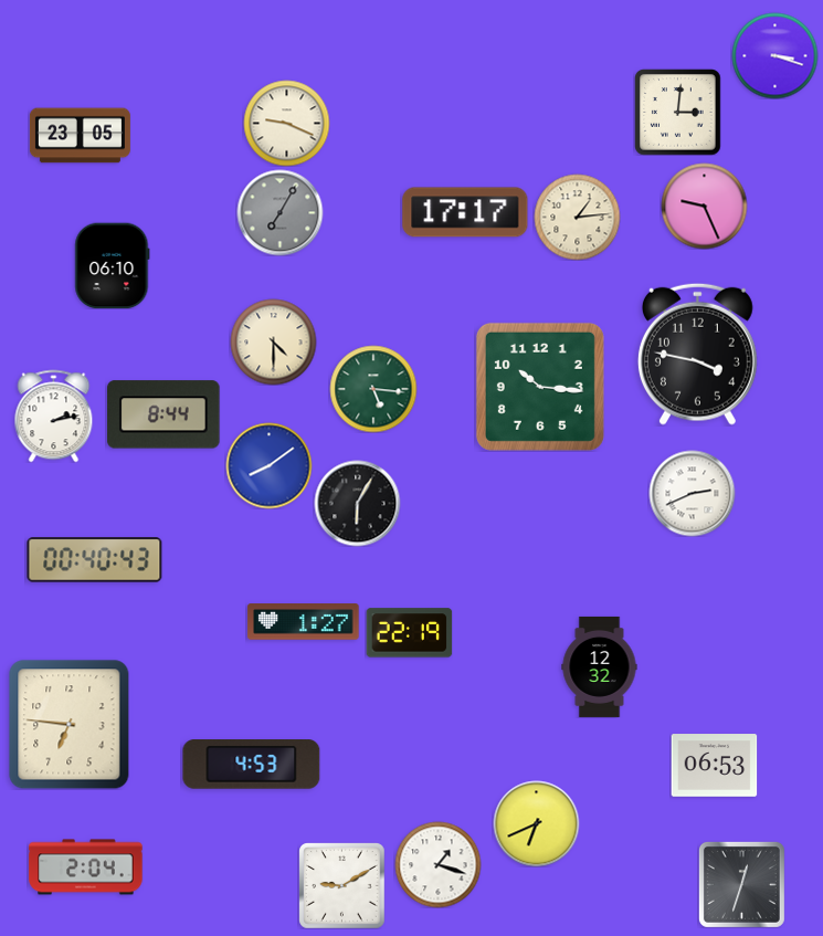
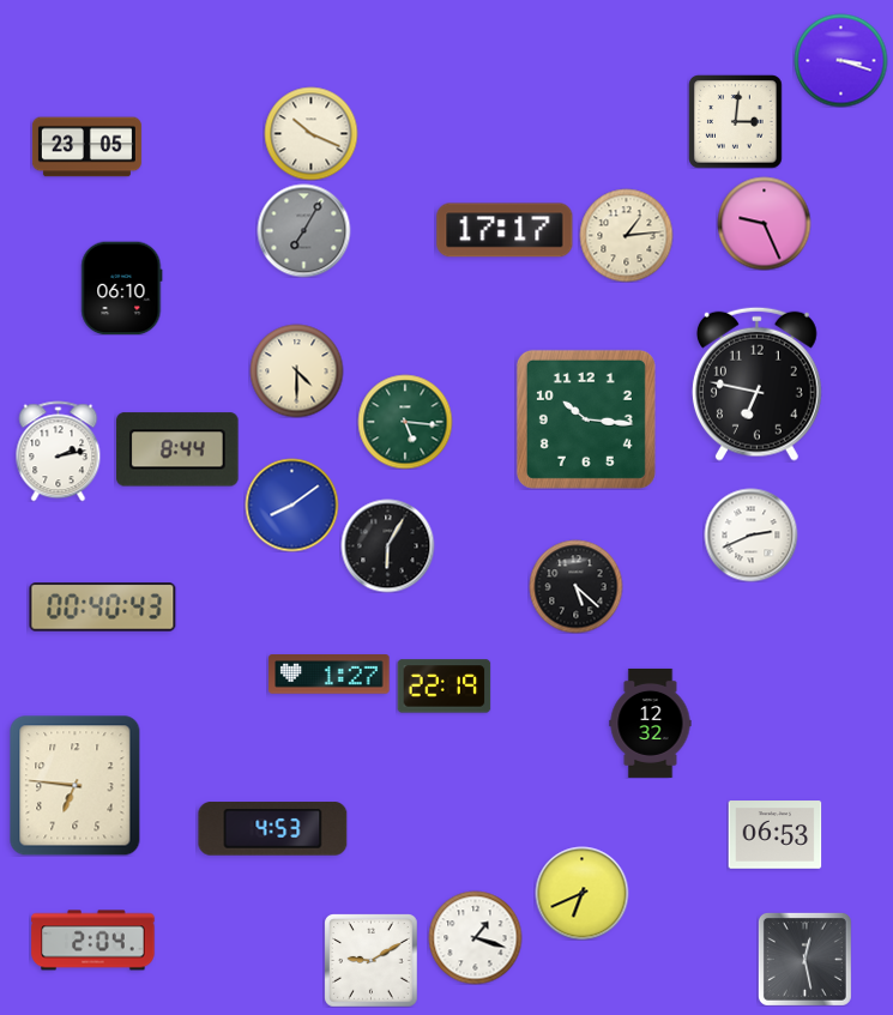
clock at (286, 123): 9:19 -> 10:19
clock at (697, 354): 3:47 -> 6:47
clock at (575, 586): none -> 5:22
clock at (714, 766) position: (714, 766) -> (774, 835)
clock at (741, 884): 12:33 -> 12:28
